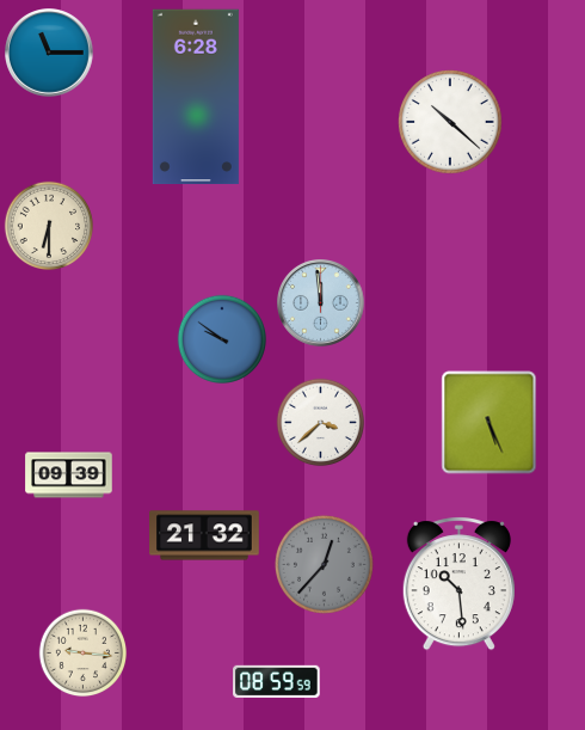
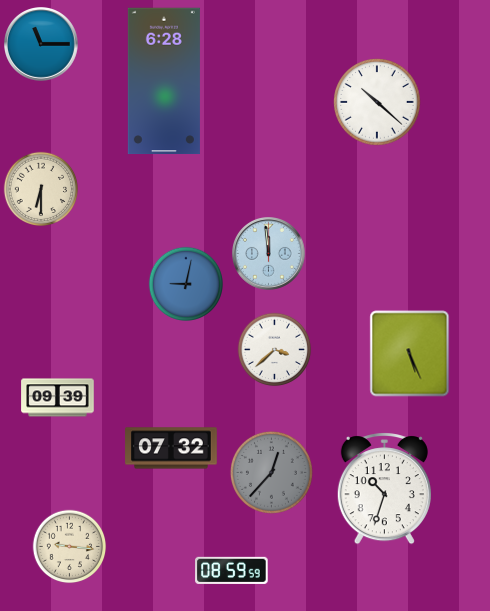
clock at (222, 339): 9:51 -> 9:02
clock at (321, 423) position: (321, 423) -> (275, 350)
clock at (204, 535): 21:32 -> 07:32
clock at (458, 584): 10:29 -> 10:33
